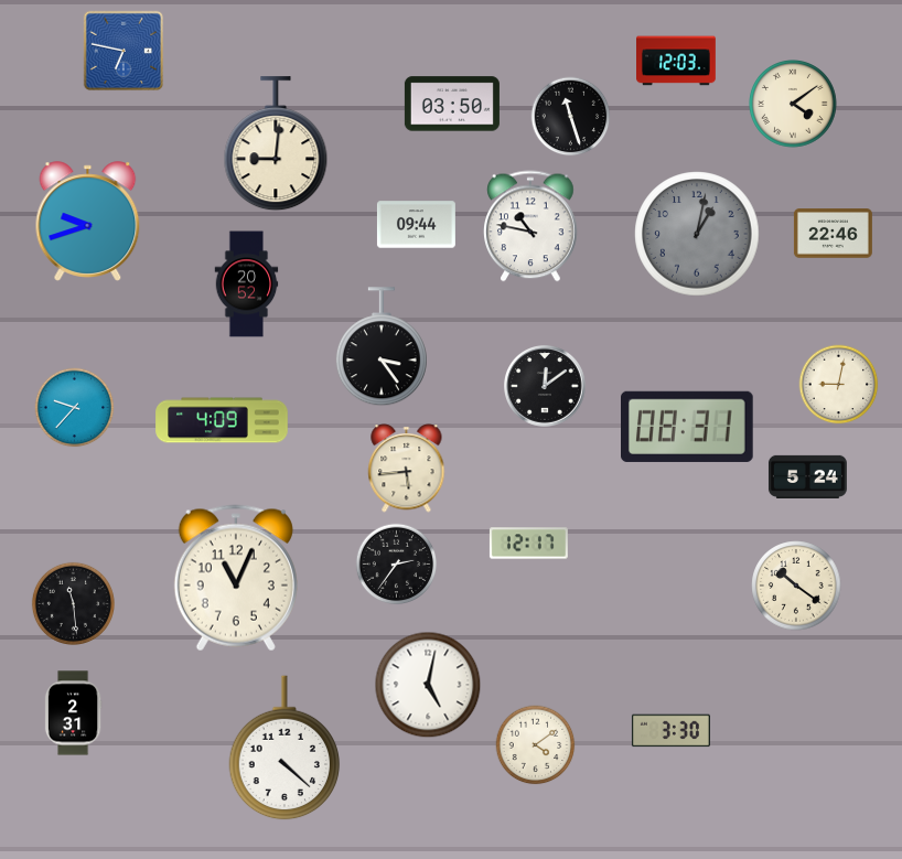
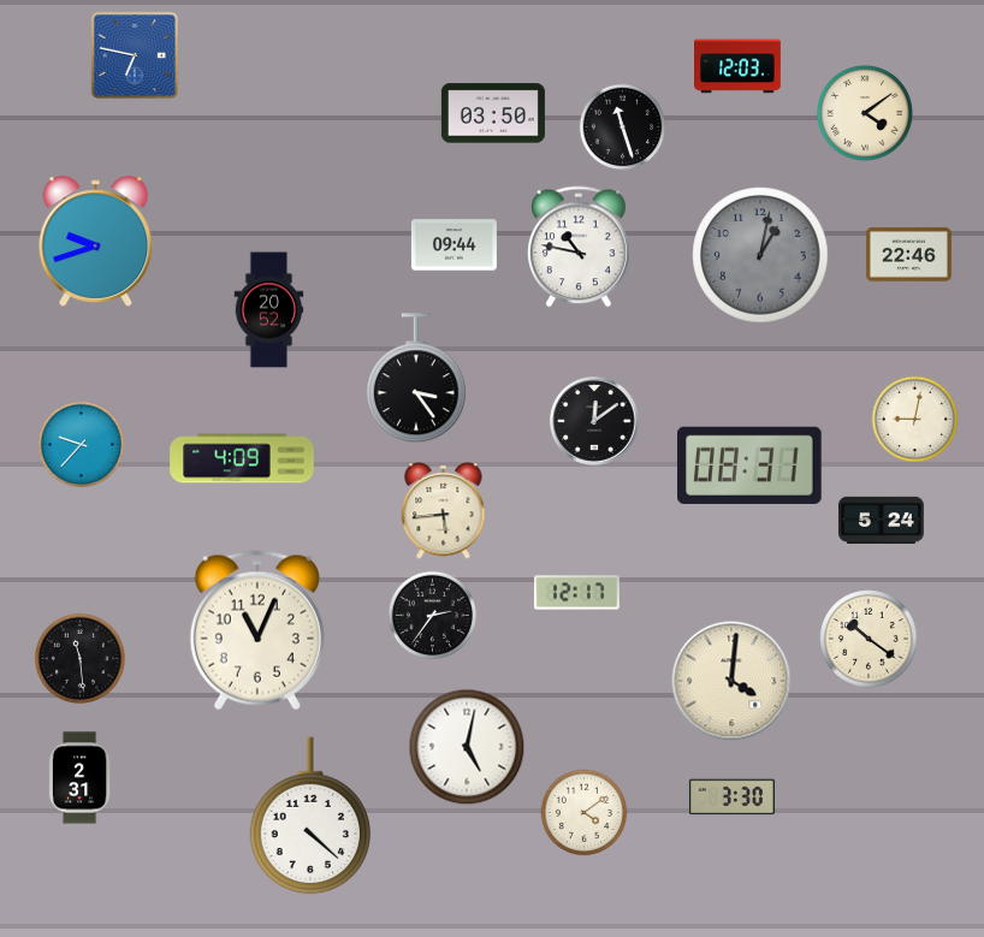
clock at (276, 144): 9:01 -> none
clock at (731, 681): none -> 4:01
